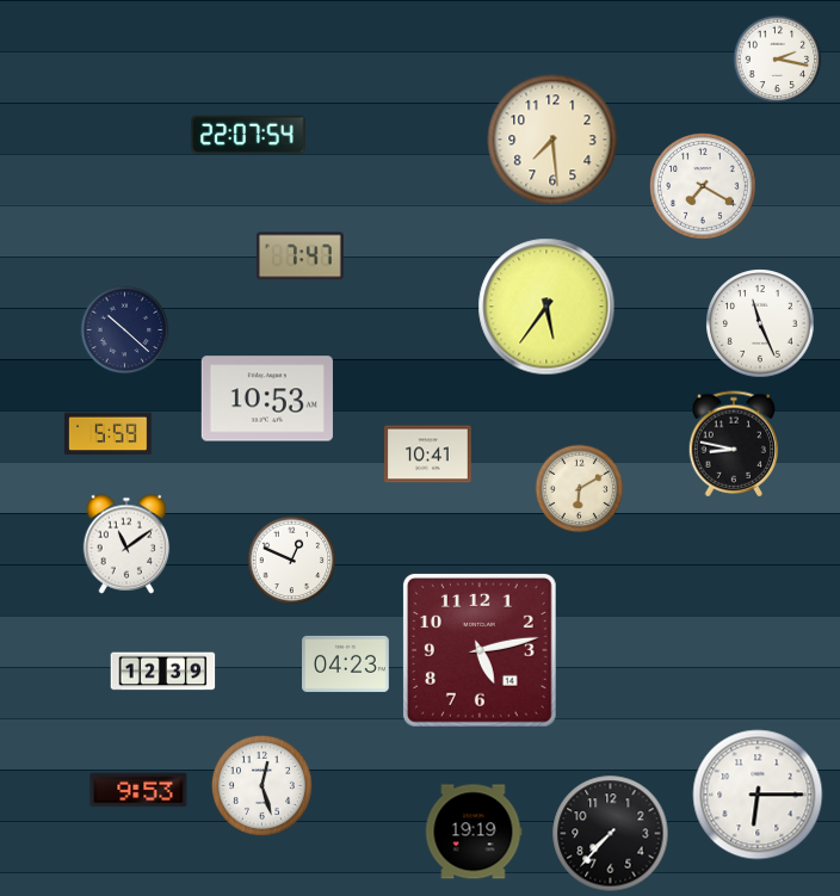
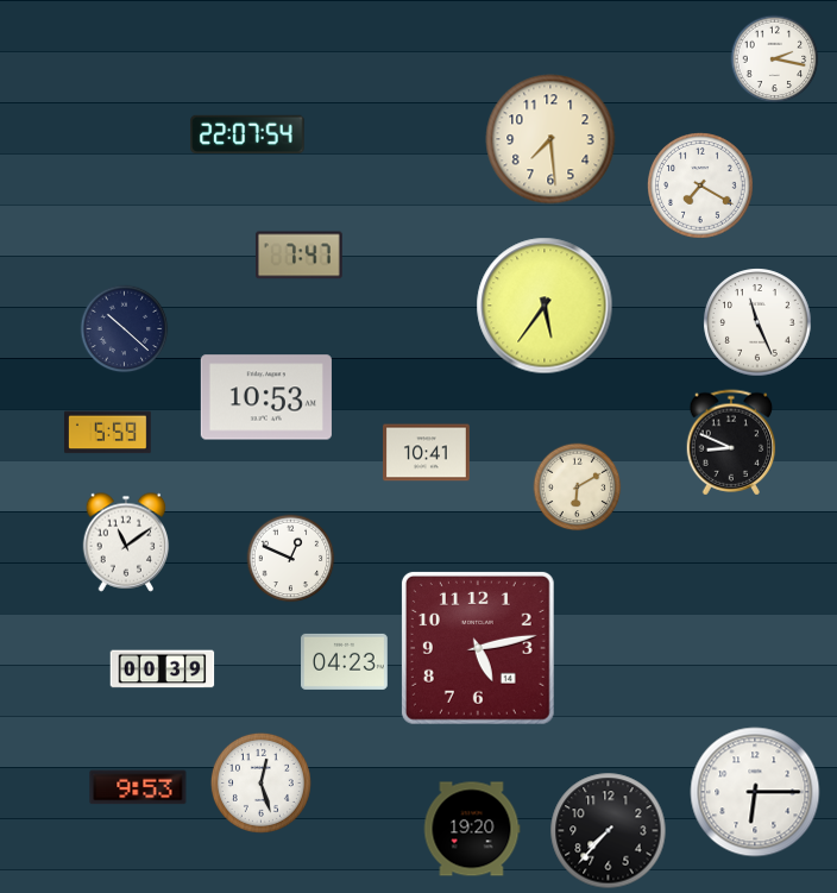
clock at (734, 444): 8:47 -> 8:49
clock at (163, 672): 12:39 -> 00:39
clock at (474, 832): 19:19 -> 19:20
